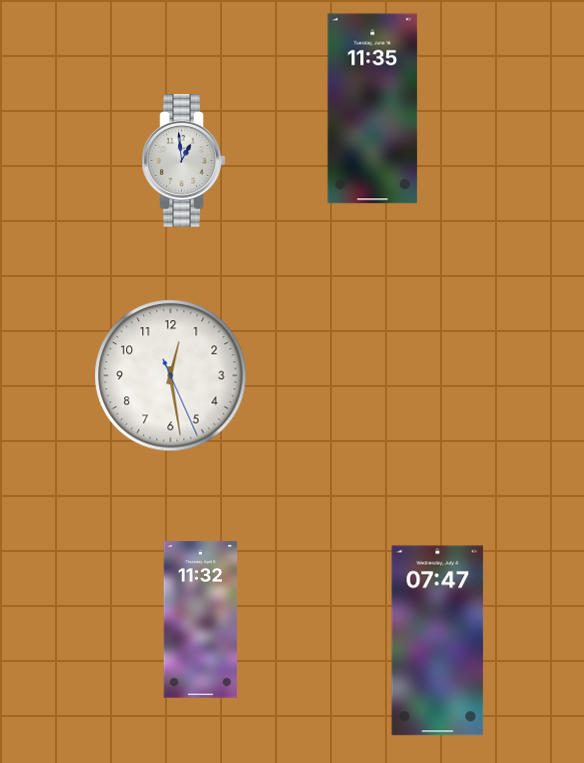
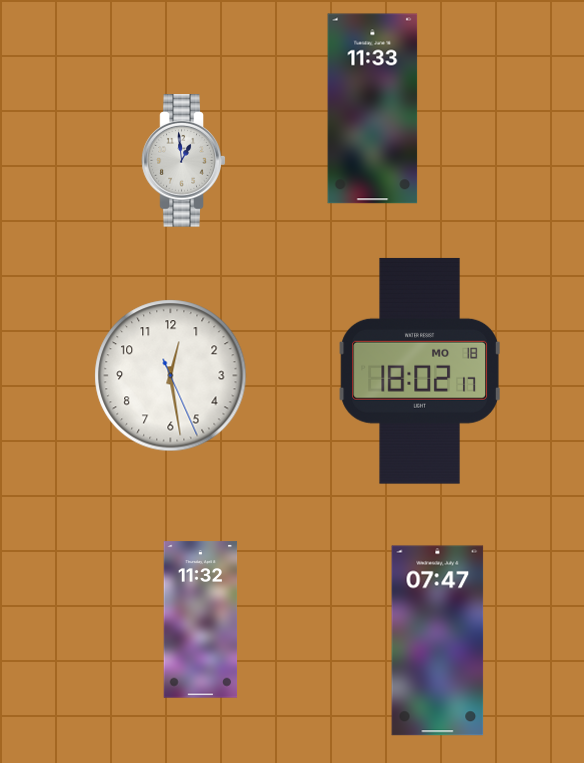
clock at (373, 109): 11:35 -> 11:33
clock at (420, 371): none -> 18:02
